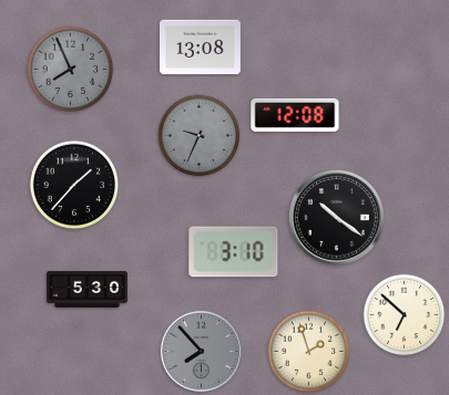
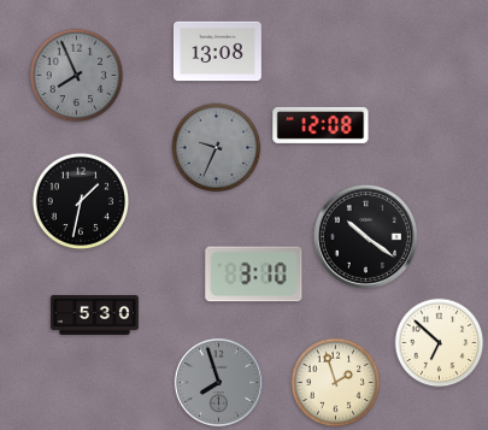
clock at (74, 185): 1:37 -> 1:32
clock at (201, 351): 7:53 -> 7:57
